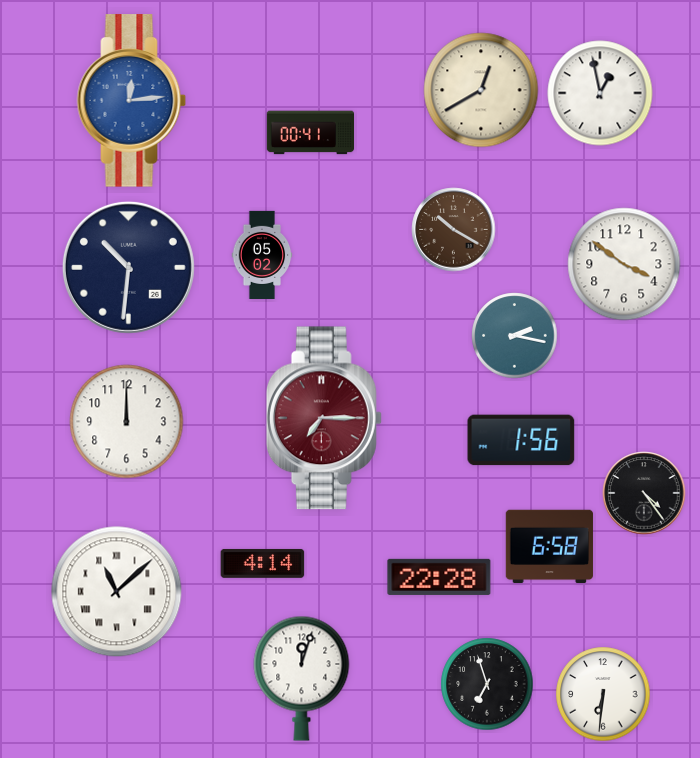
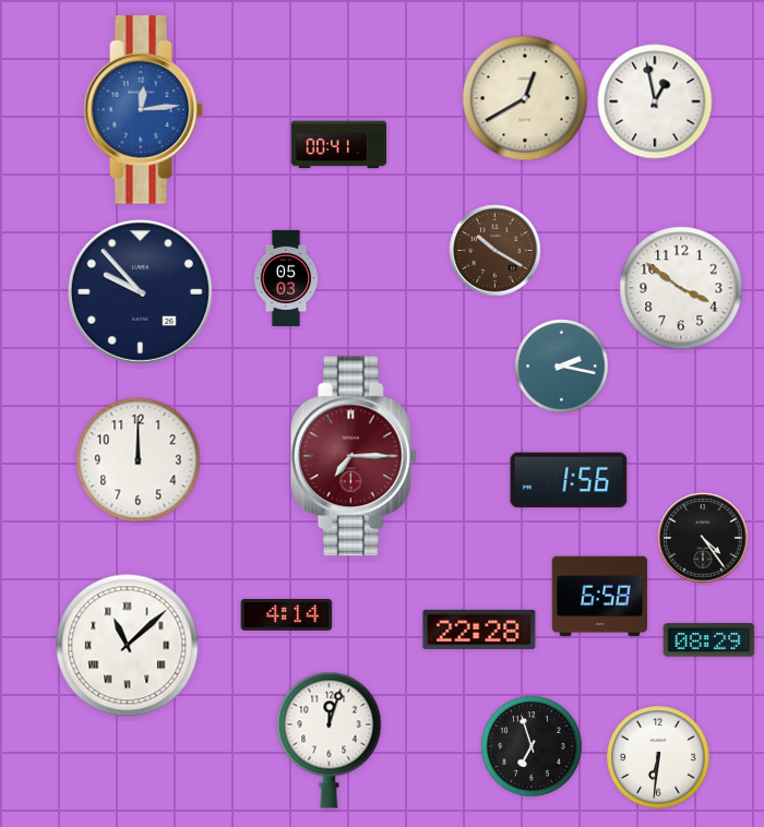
clock at (262, 254): 05:02 -> 05:03
clock at (128, 267): 10:31 -> 9:53
clock at (709, 640): none -> 08:29
